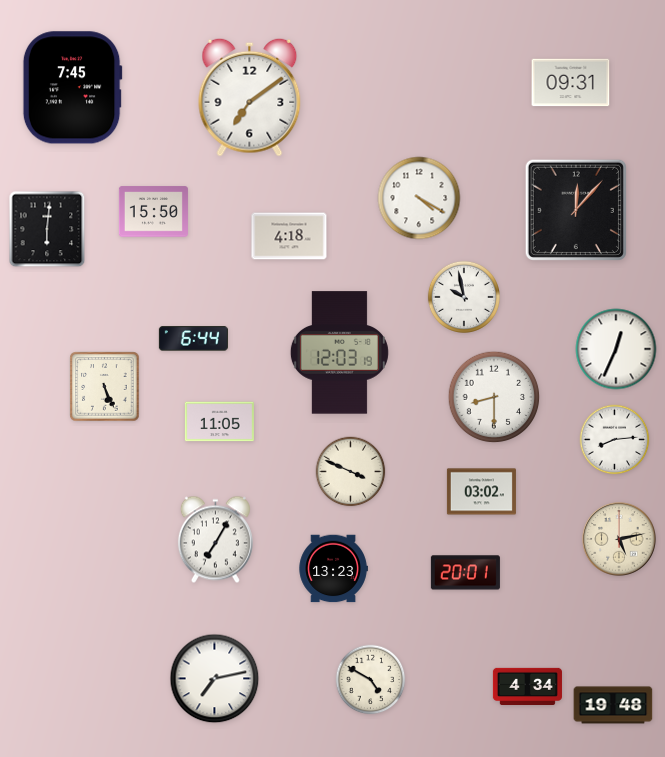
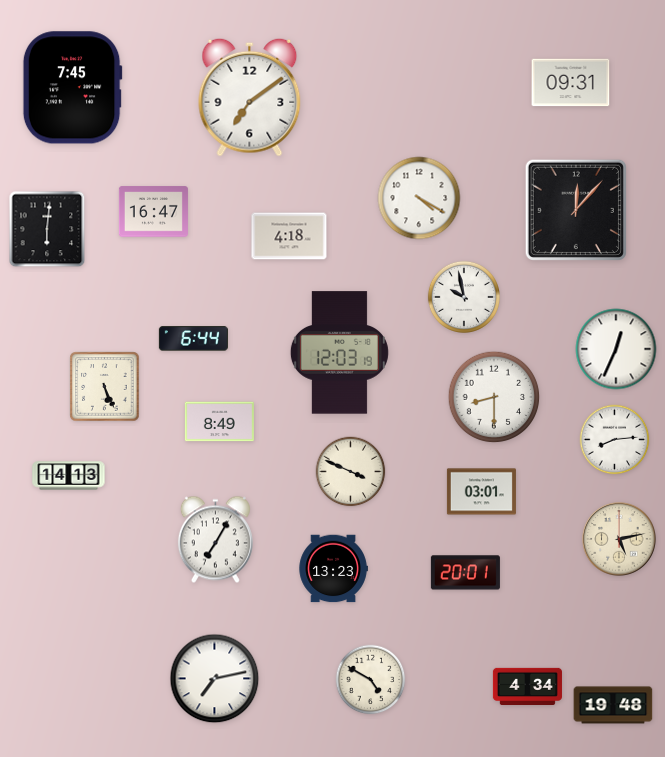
clock at (153, 212): 15:50 -> 16:47
clock at (219, 422): 11:05 -> 8:49
clock at (69, 476): none -> 14:13
clock at (481, 492): 03:02 -> 03:01
